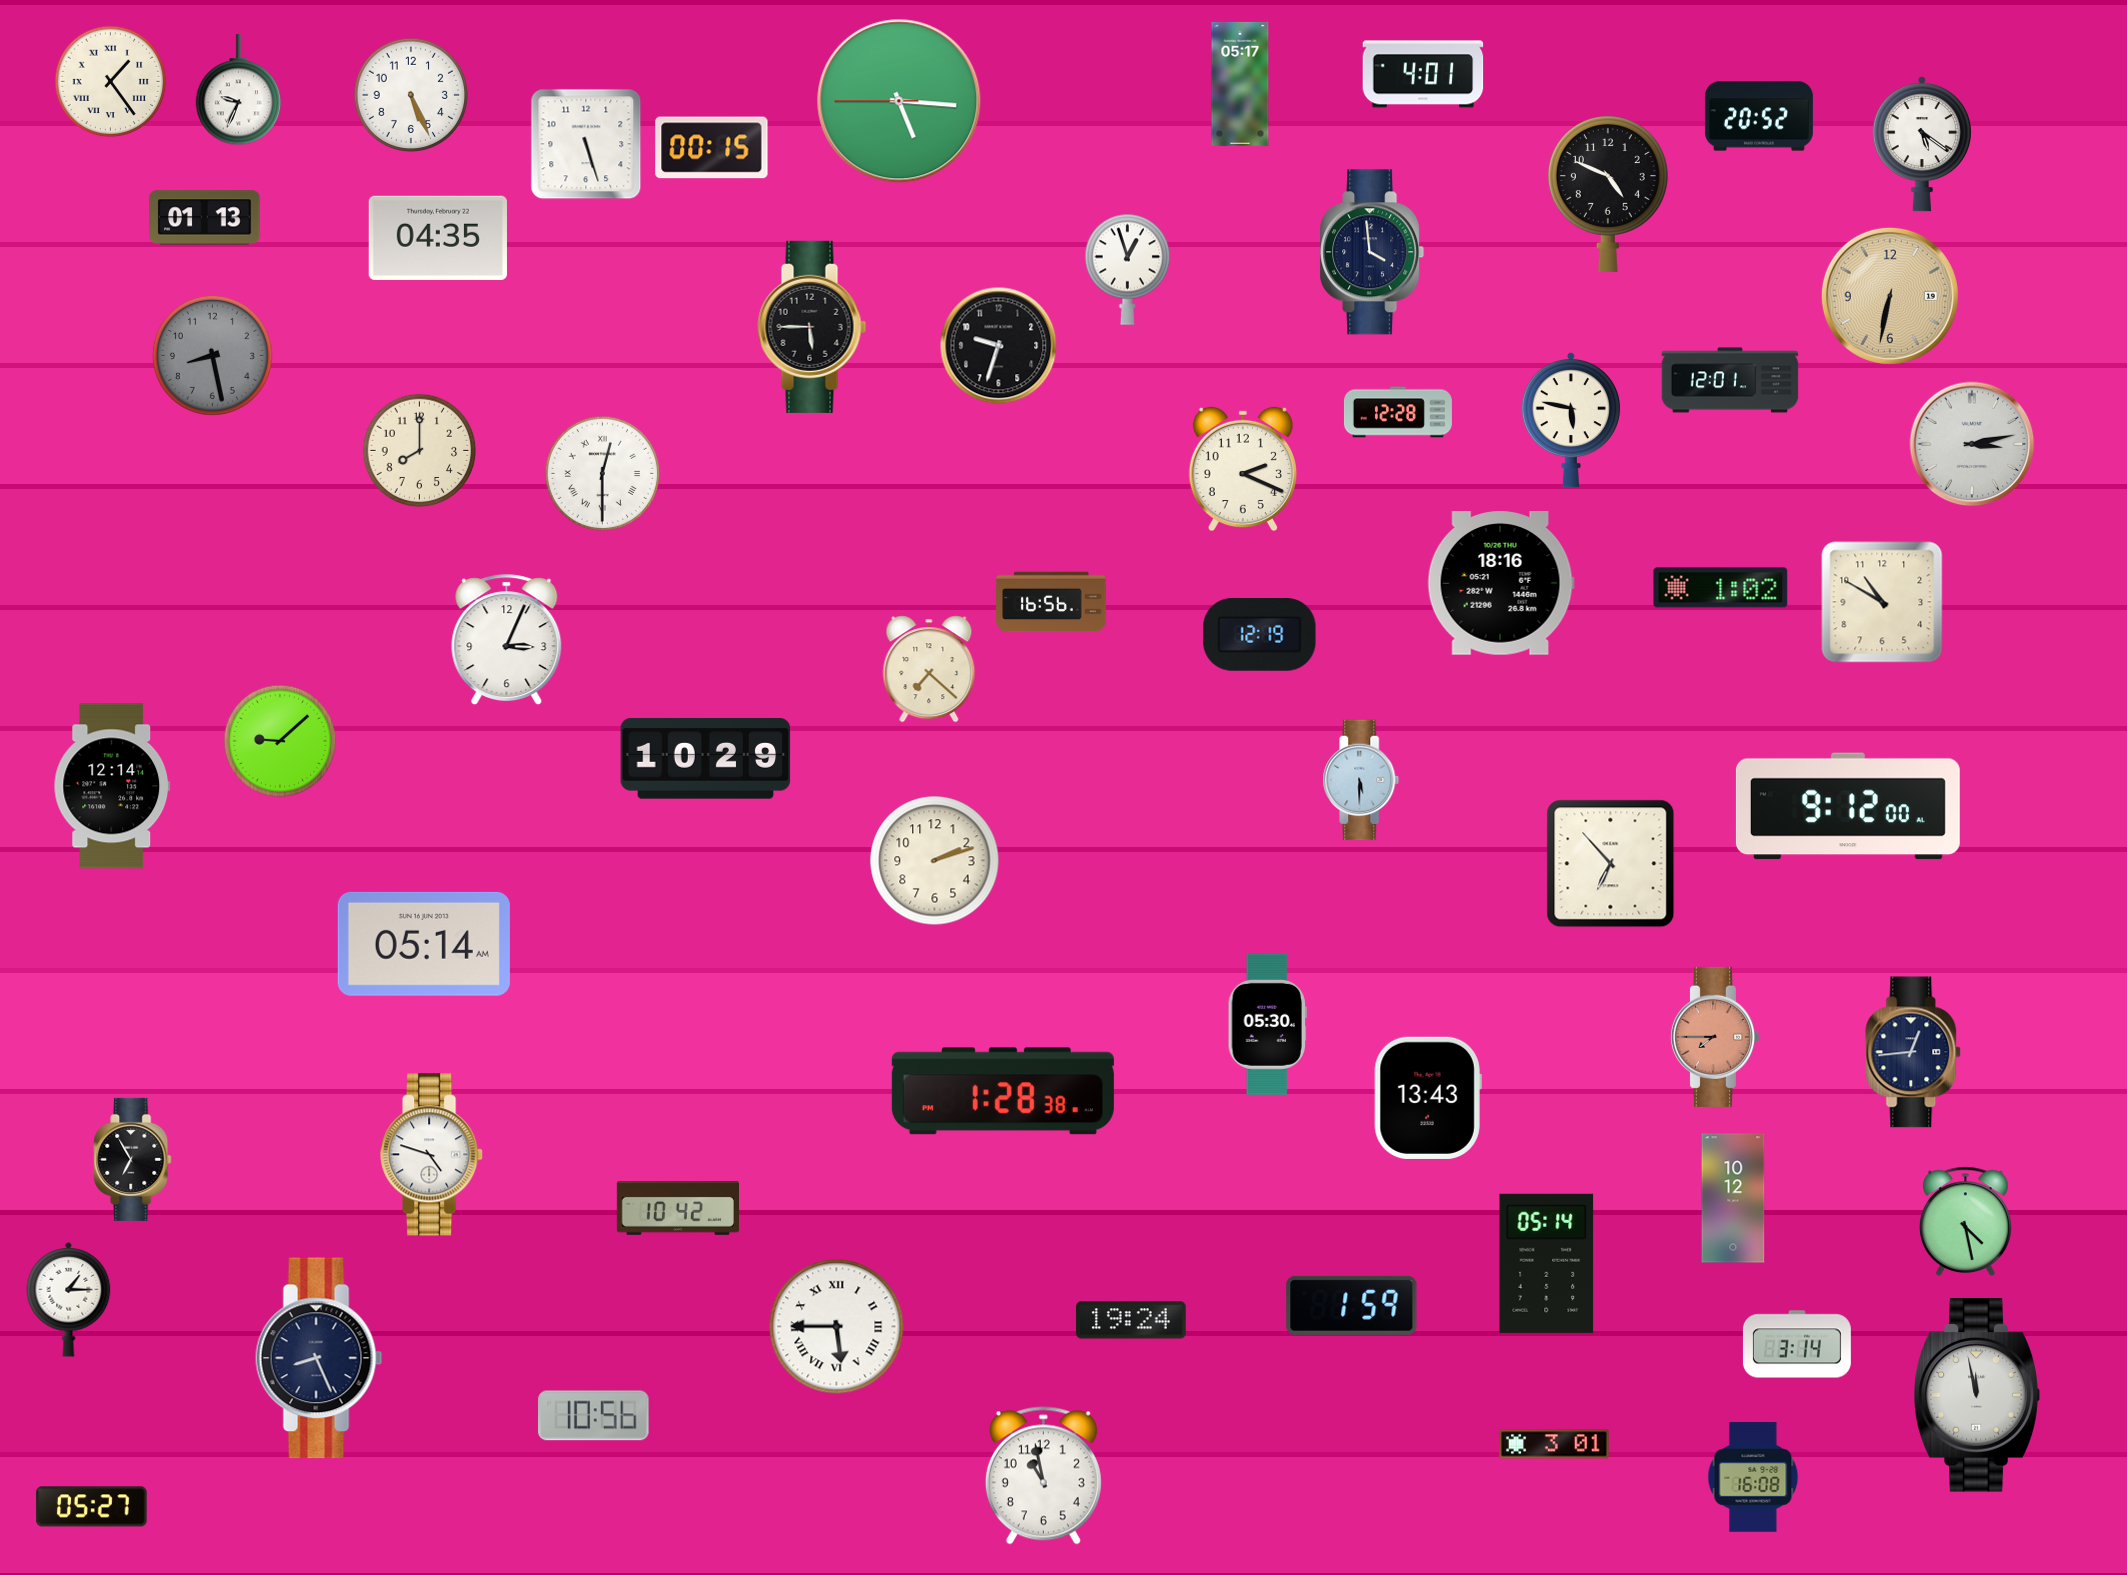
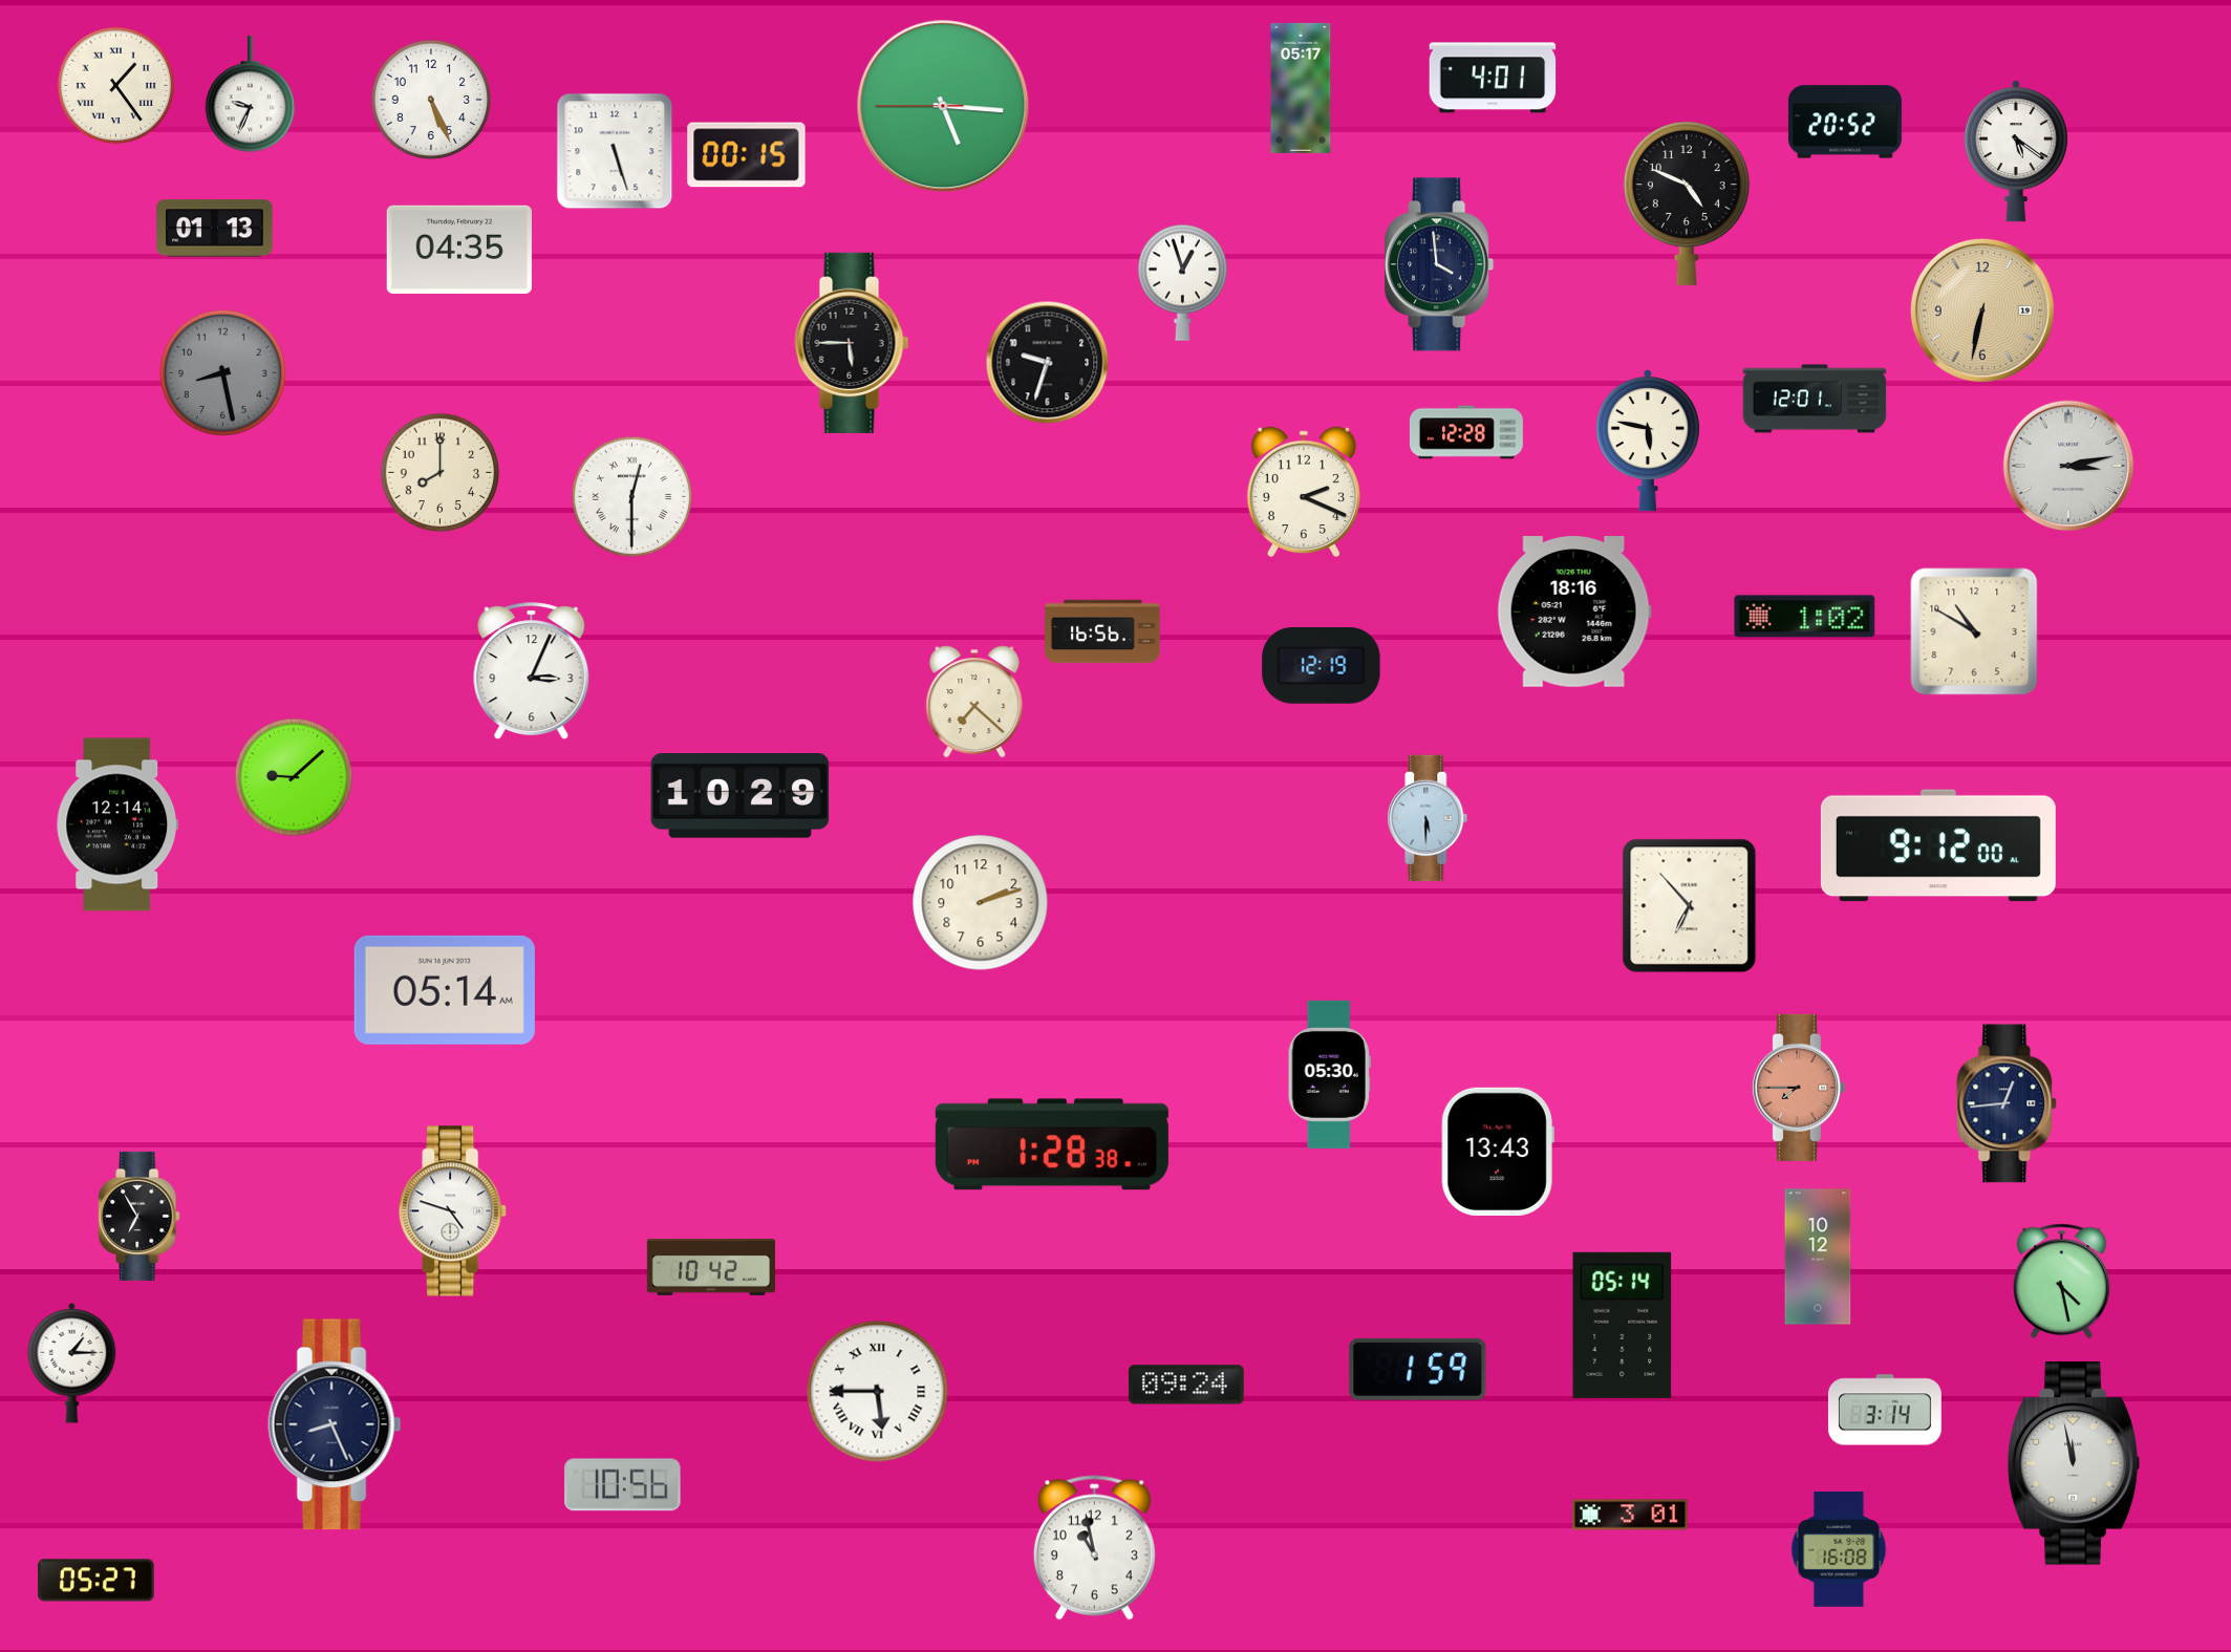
clock at (1131, 1320): 19:24 -> 09:24
